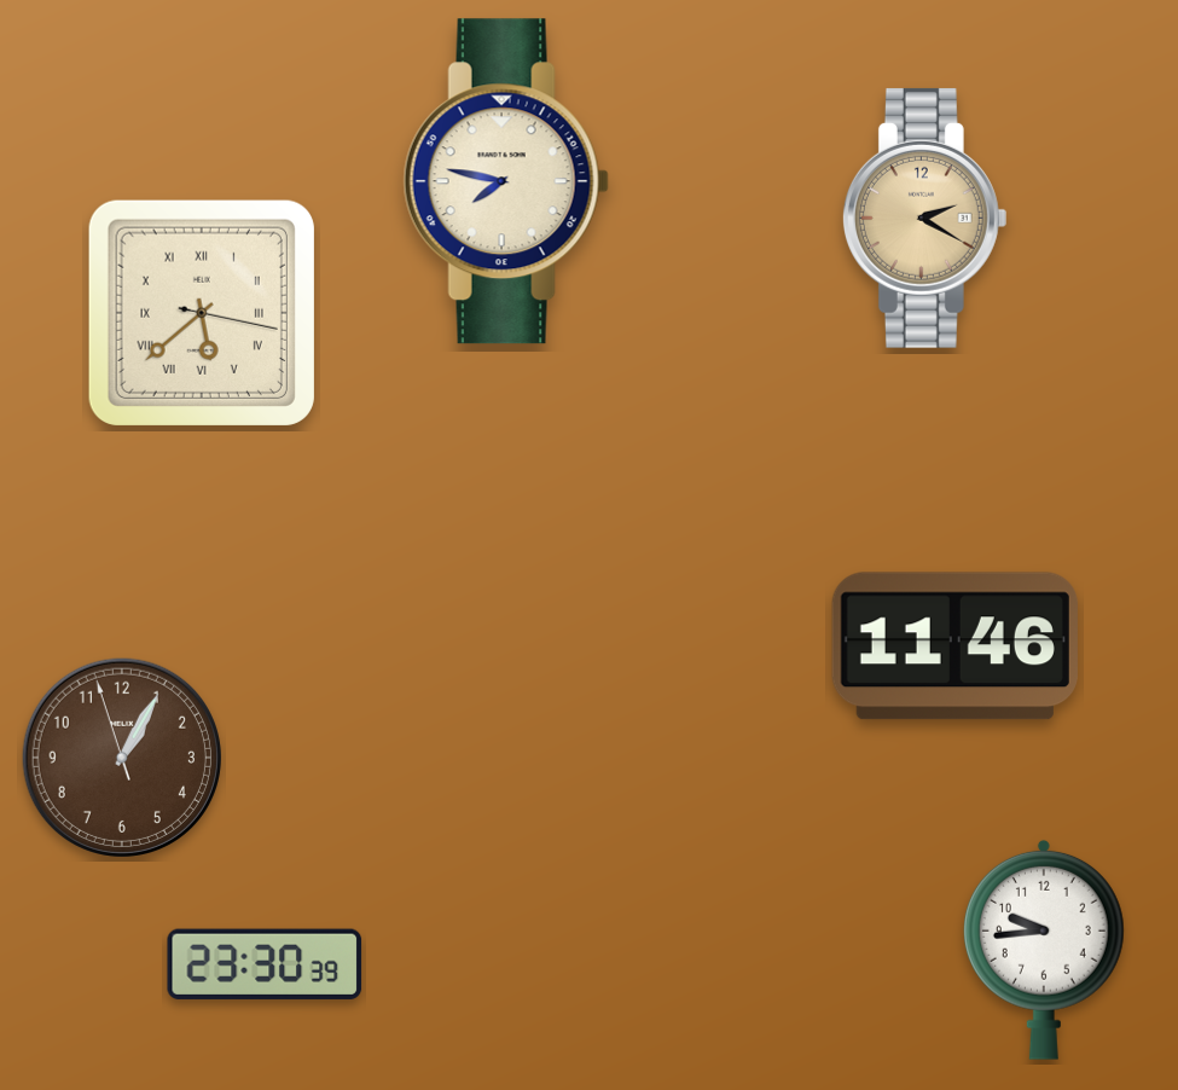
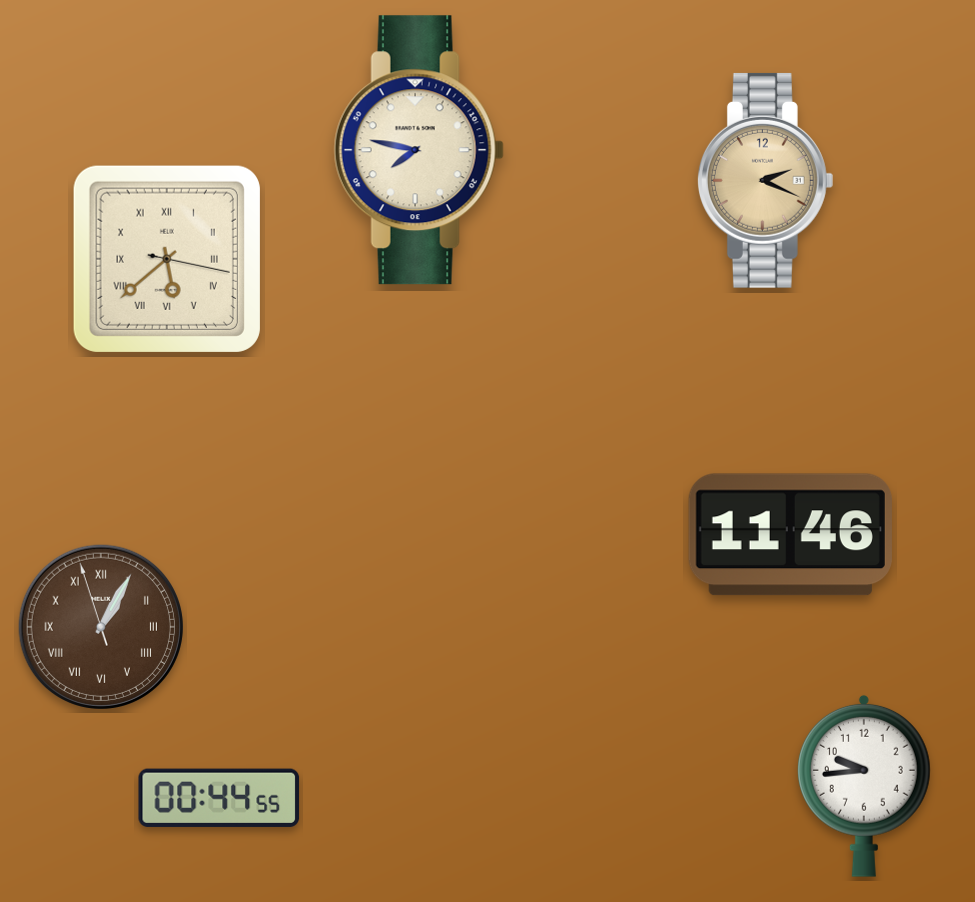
clock at (924, 218): 2:20 -> 2:19
clock at (122, 758) numerals: Arabic -> Roman
clock at (265, 964): 23:30 -> 00:44
